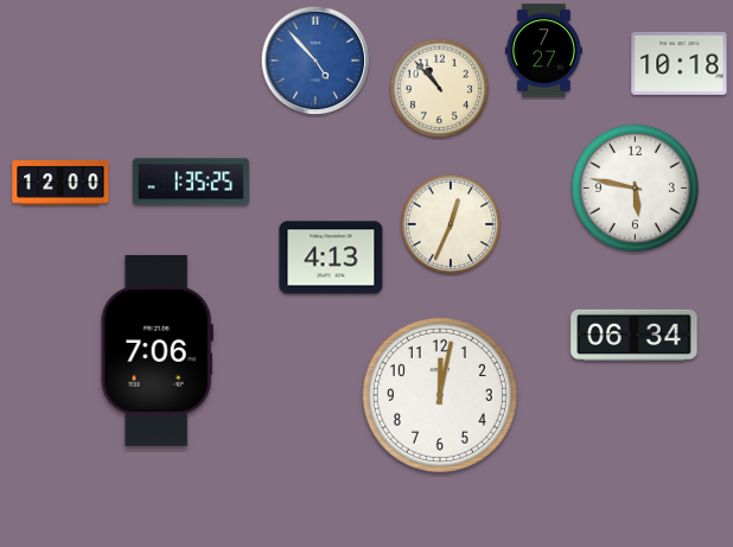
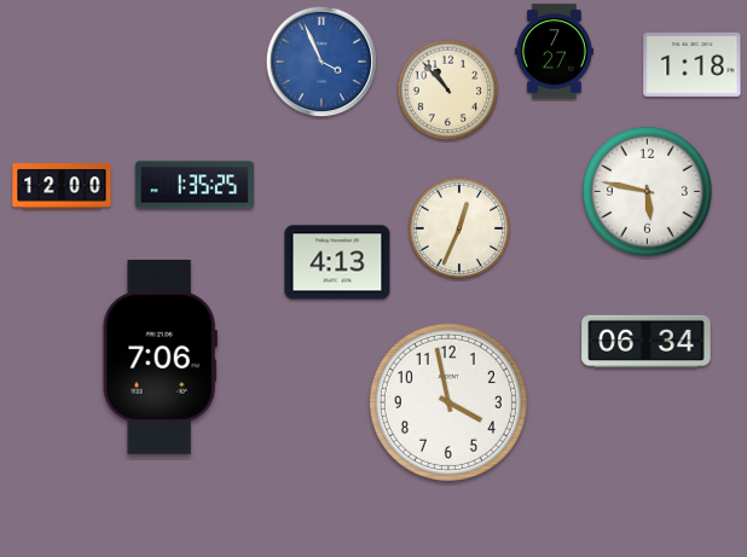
clock at (315, 61): 4:53 -> 3:56
clock at (680, 63): 10:18 -> 1:18
clock at (440, 395): 12:02 -> 3:58
